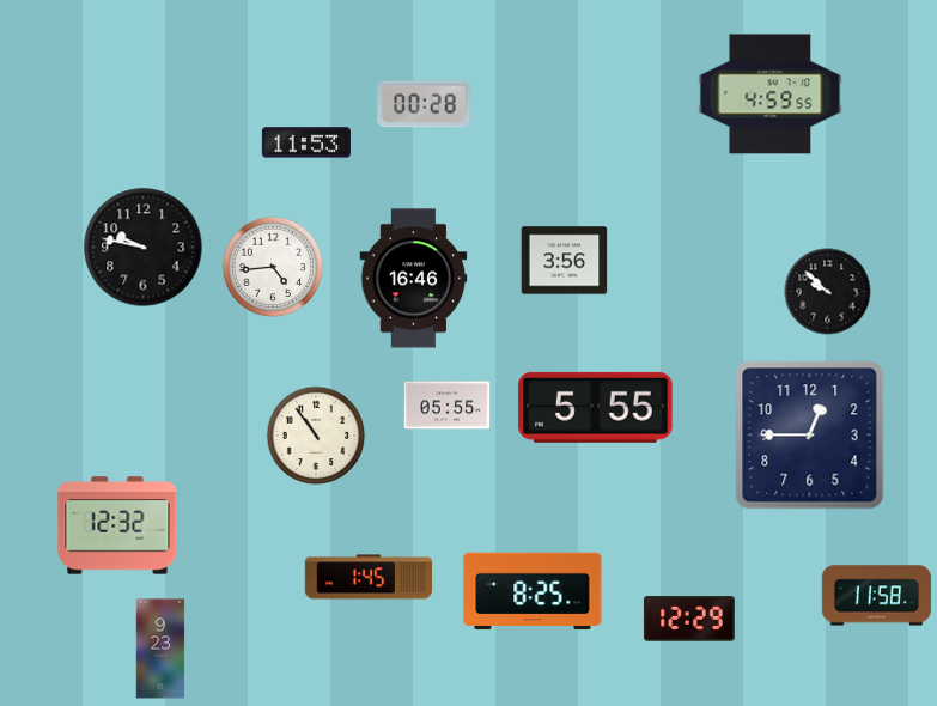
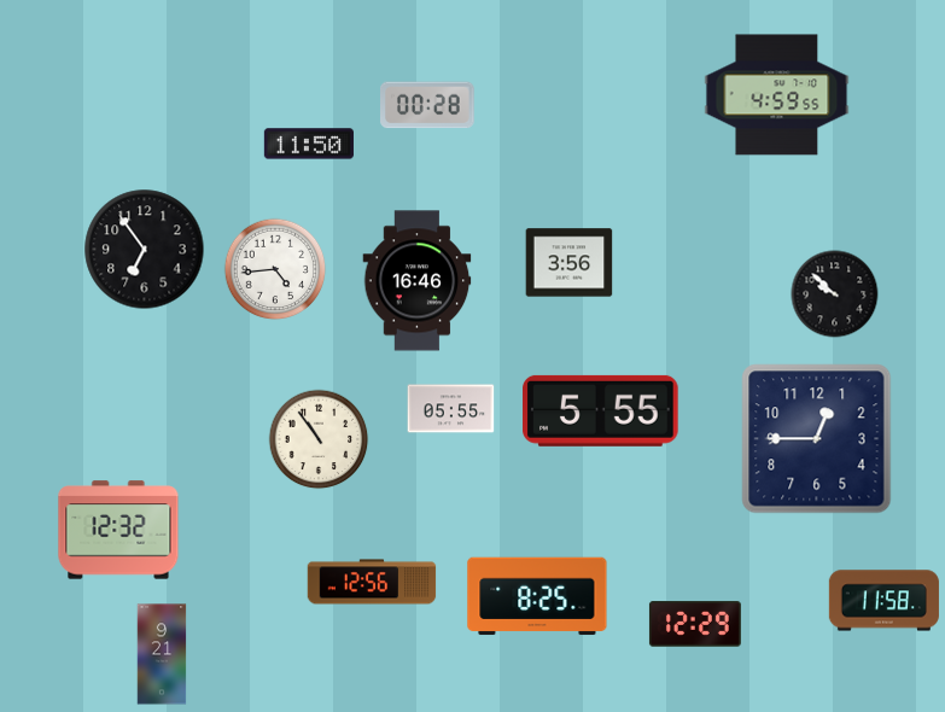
clock at (306, 142): 11:53 -> 11:50
clock at (144, 248): 9:47 -> 6:54
clock at (369, 577): 1:45 -> 12:56
clock at (160, 649): 9:23 -> 9:21
